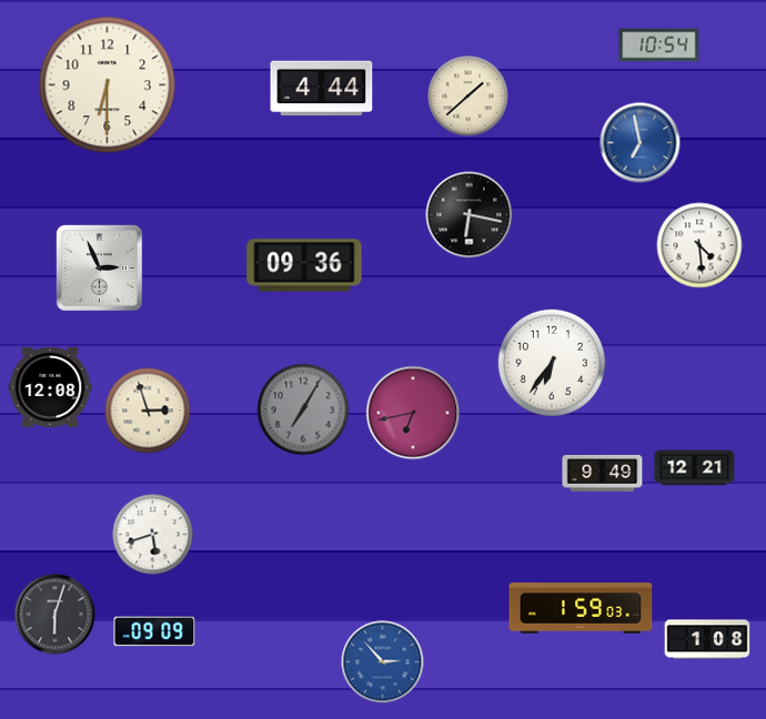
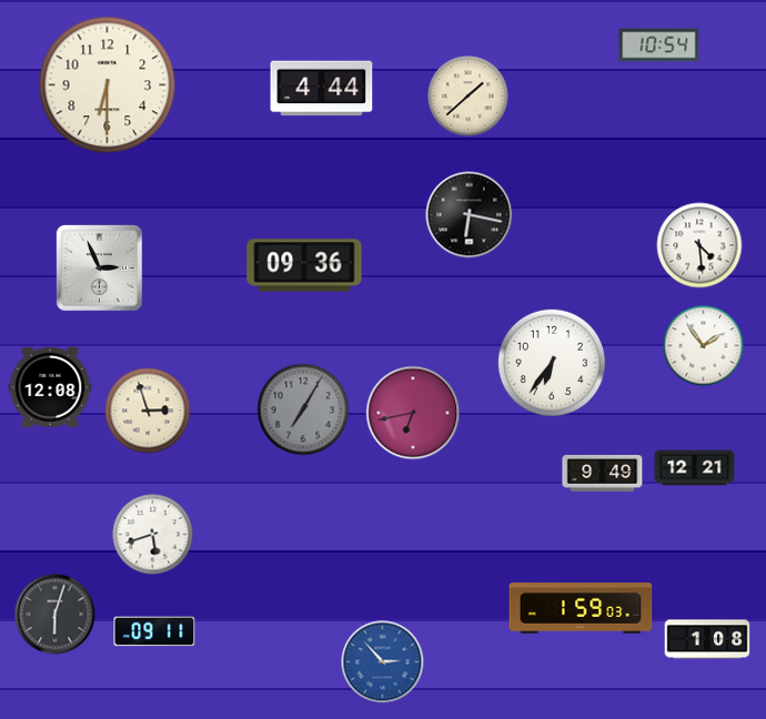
clock at (641, 143): 6:58 -> none
clock at (704, 346): none -> 1:54
clock at (154, 631): 09:09 -> 09:11
